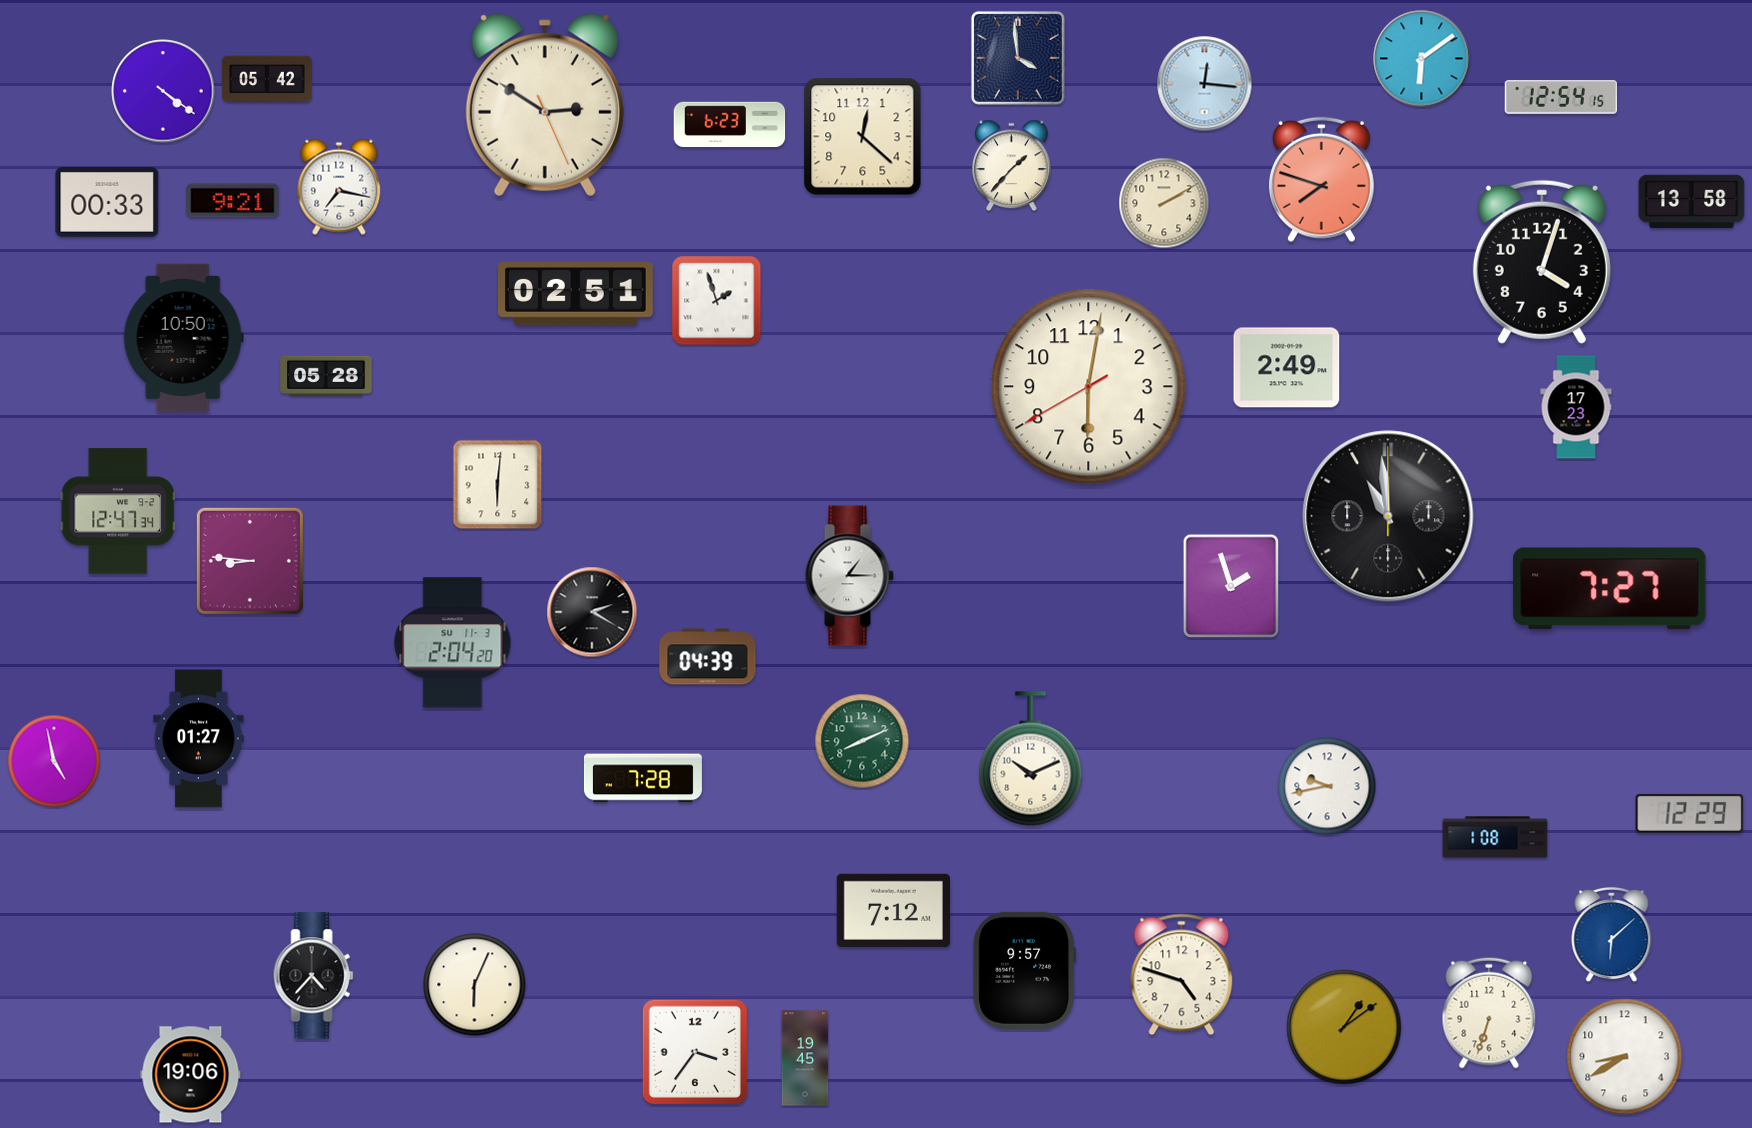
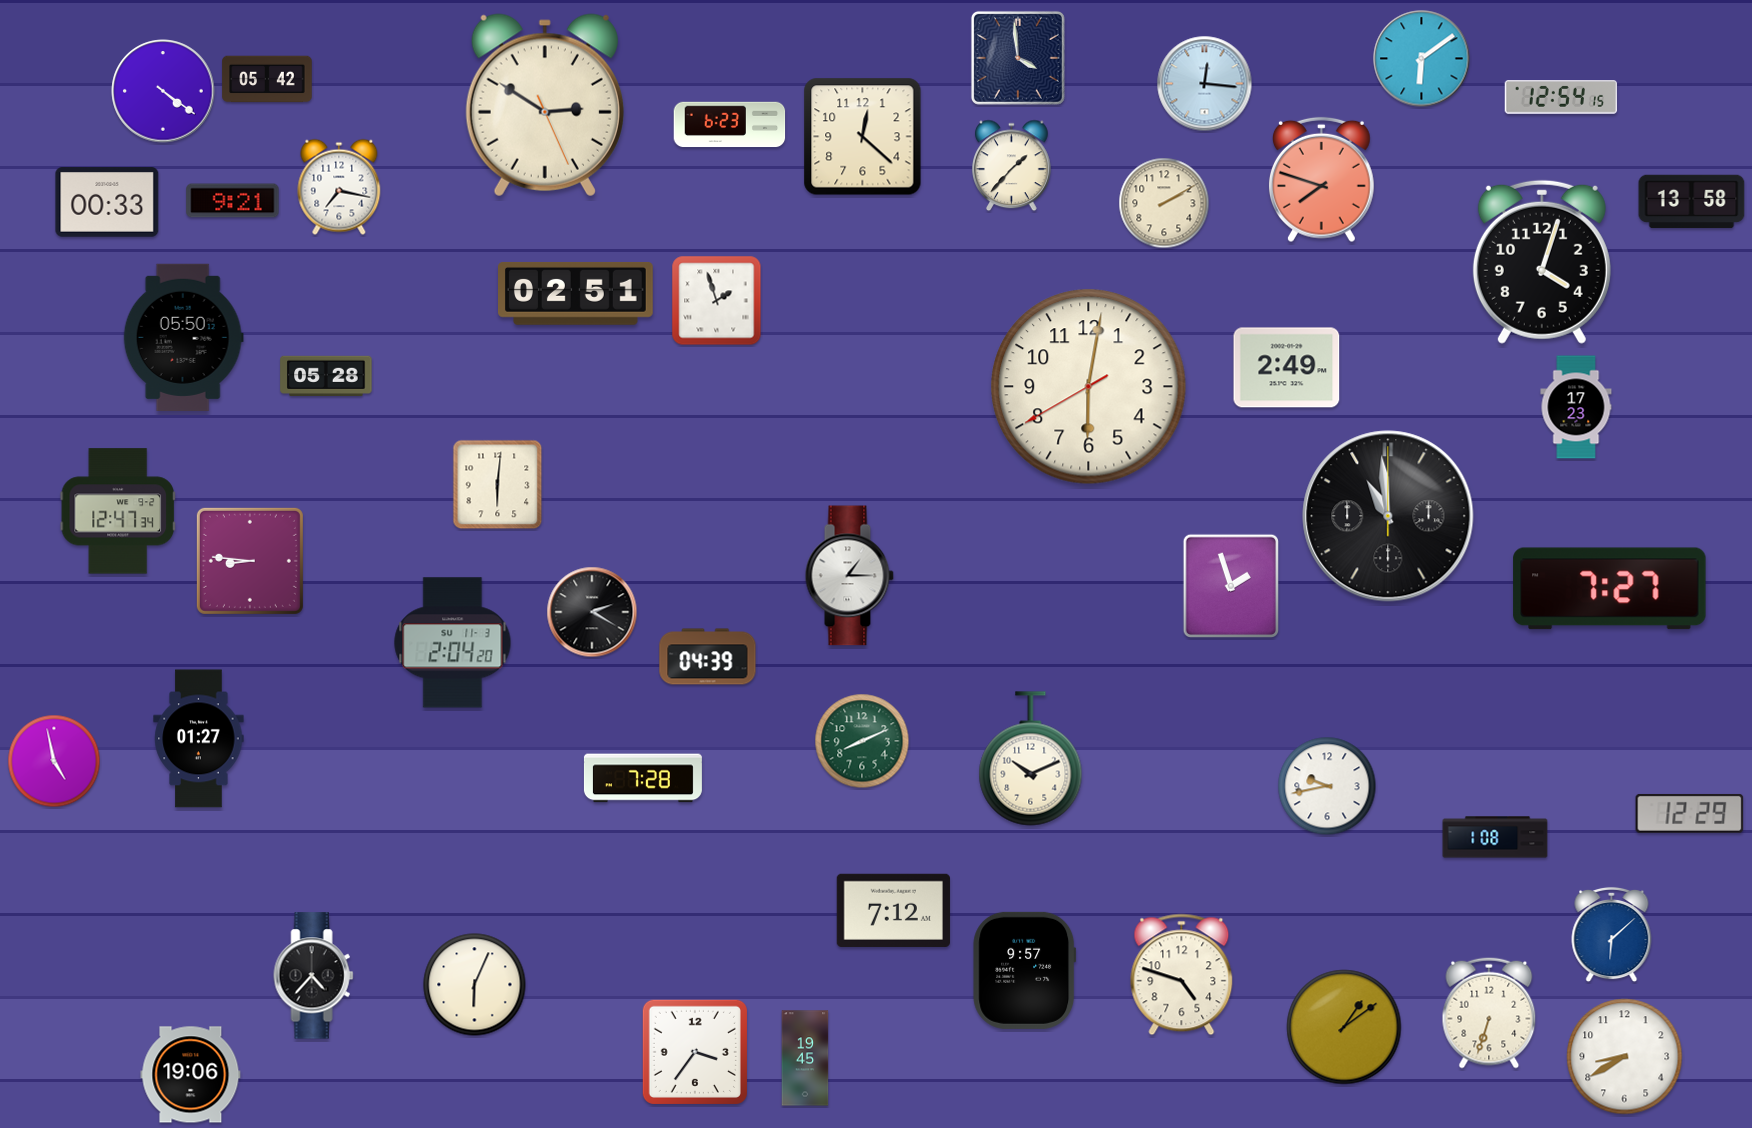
clock at (183, 337): 10:50 -> 05:50
